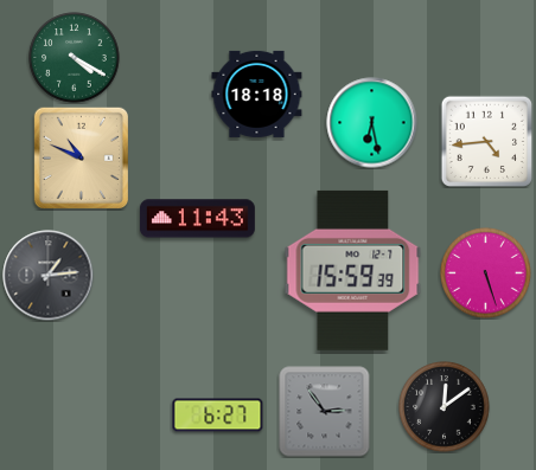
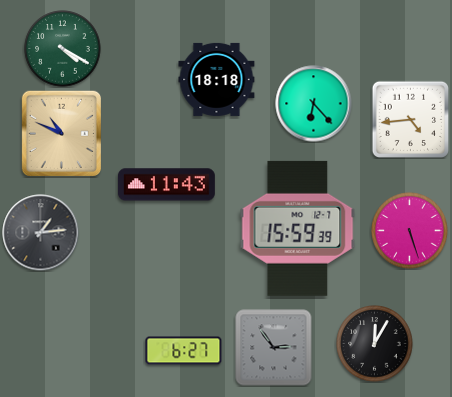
clock at (372, 123): 6:28 -> 6:23
clock at (81, 157) position: (81, 157) -> (61, 133)
clock at (445, 407): 12:09 -> 12:05
